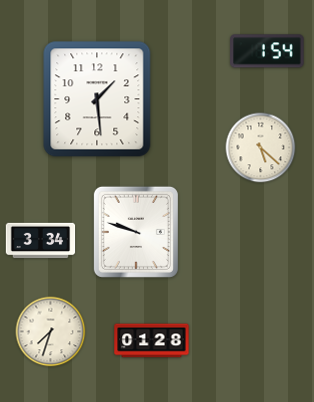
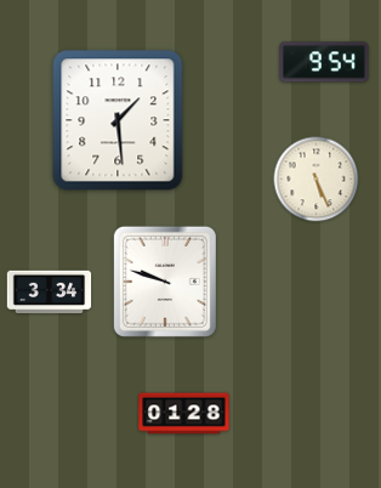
clock at (267, 51): 1:54 -> 9:54
clock at (261, 148): 5:22 -> 5:26
clock at (51, 332): 7:33 -> none
